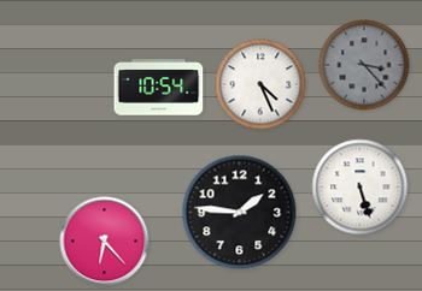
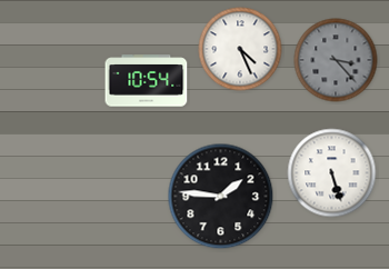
clock at (260, 84) position: (260, 84) -> (240, 49)
clock at (105, 242): 6:23 -> none
